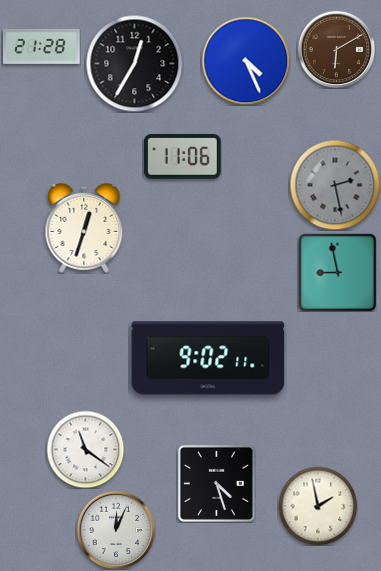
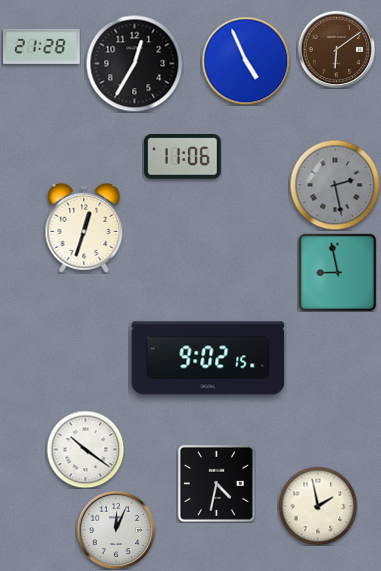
clock at (336, 49): 6:10 -> 6:09
clock at (246, 61): 4:26 -> 4:56
clock at (208, 358): 9:02:11 -> 9:02:15
clock at (85, 449): 11:21 -> 10:21
clock at (216, 483): 4:27 -> 4:32
